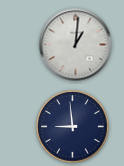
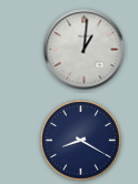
clock at (73, 127): 8:59 -> 8:20
